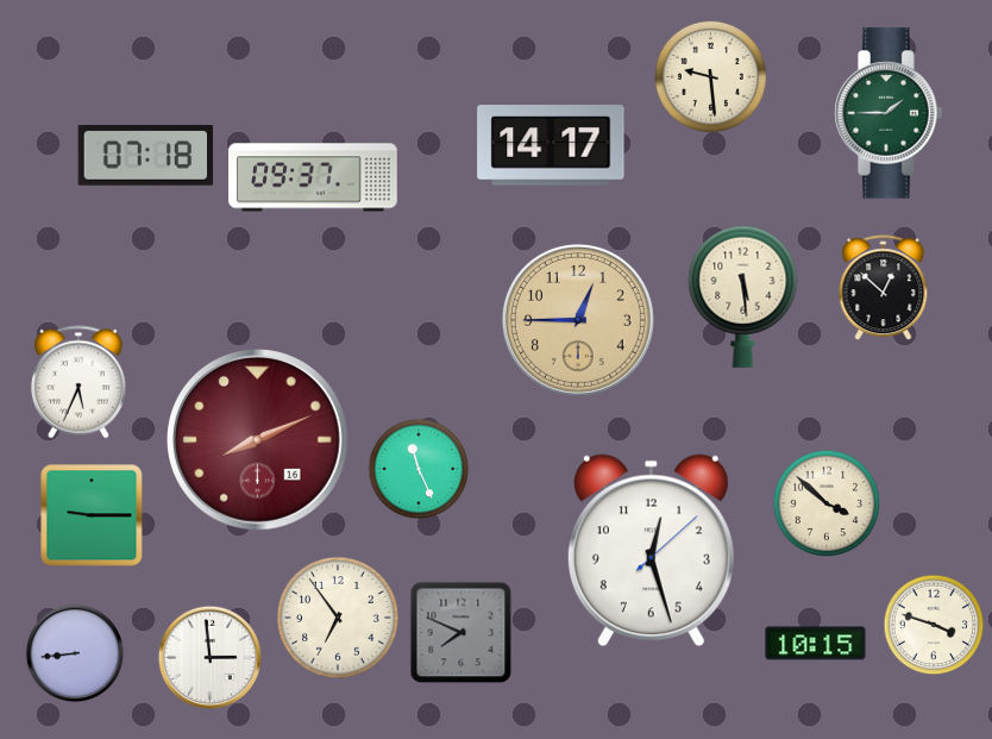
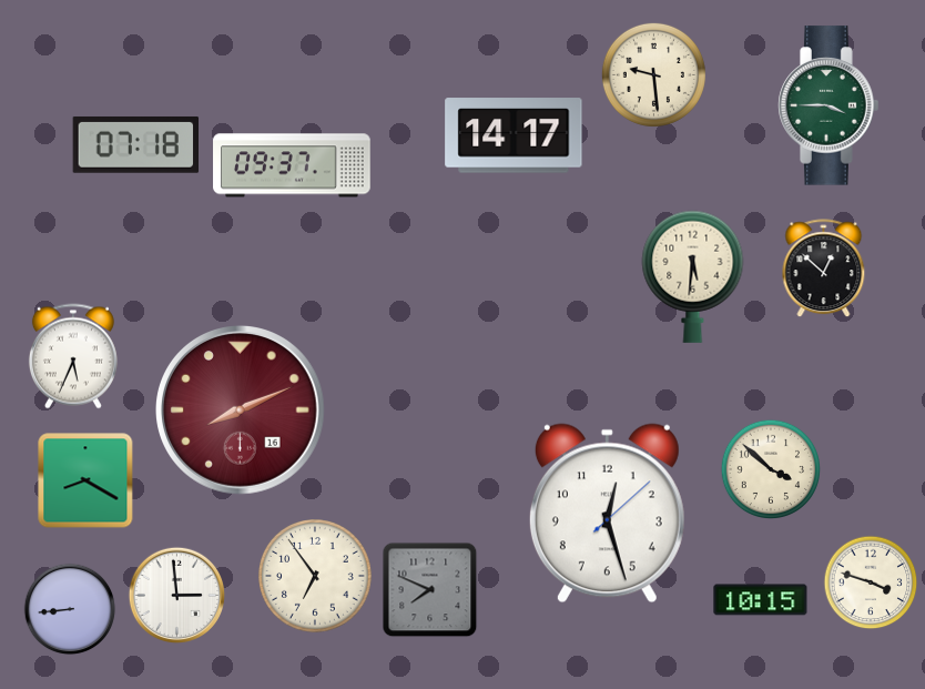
clock at (710, 76) position: (710, 76) -> (653, 74)
clock at (889, 113): 1:45 -> 3:45
clock at (743, 296): 5:29 -> 5:31
clock at (578, 320): 12:45 -> none
clock at (419, 469): 11:26 -> none
clock at (92, 515): 9:15 -> 8:20
clock at (211, 658) position: (211, 658) -> (177, 596)
